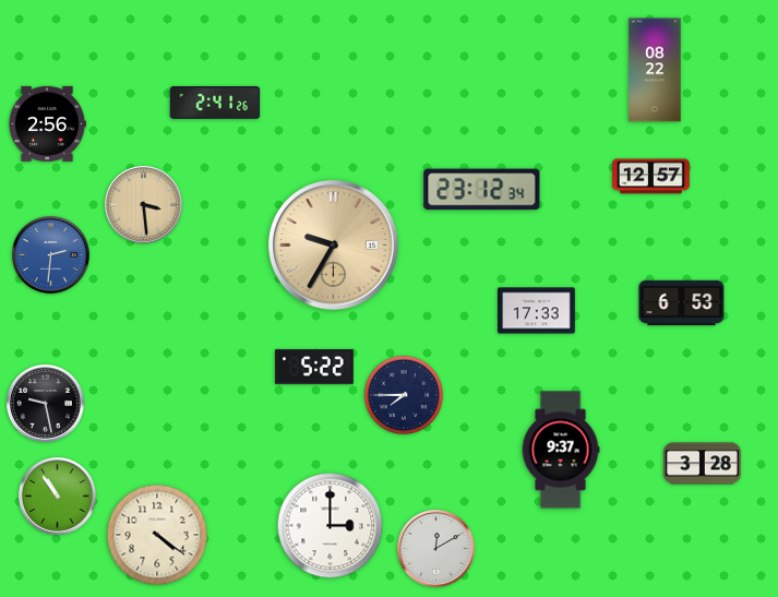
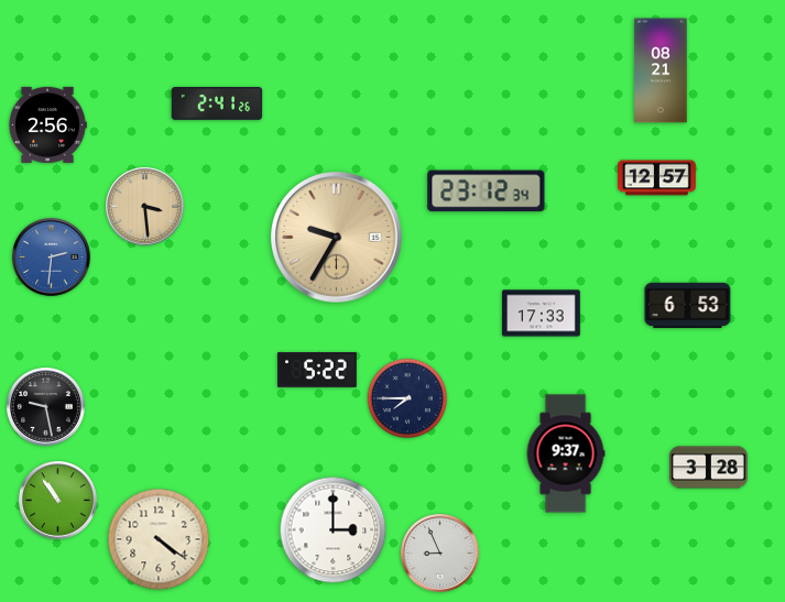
clock at (655, 70): 08:22 -> 08:21
clock at (334, 246) position: (334, 246) -> (337, 238)
clock at (436, 549): 12:10 -> 8:56
